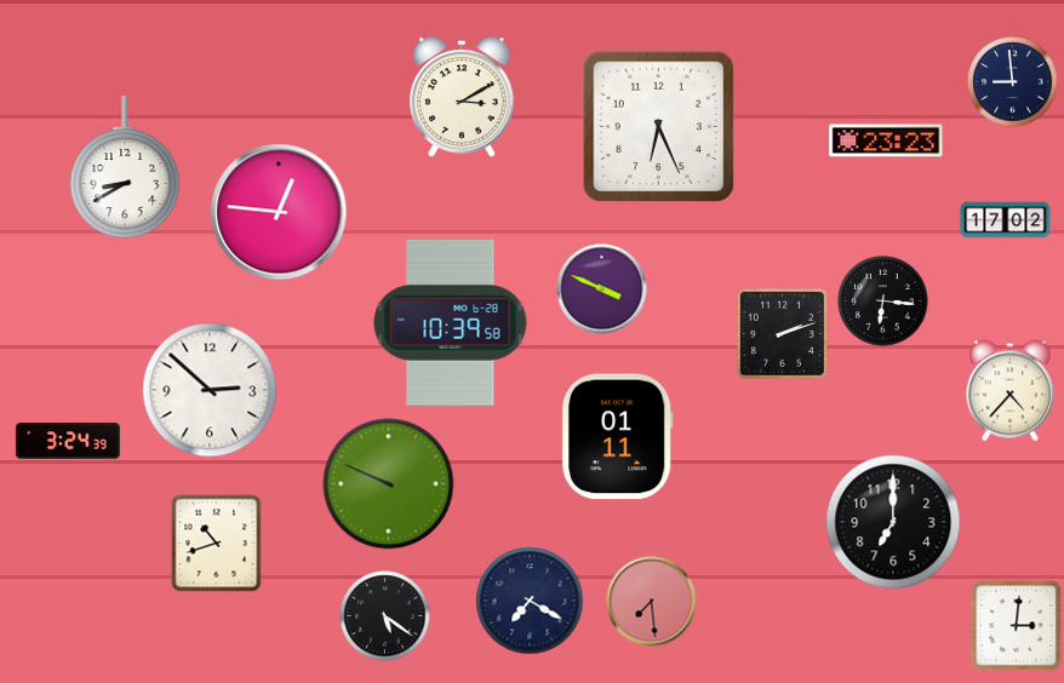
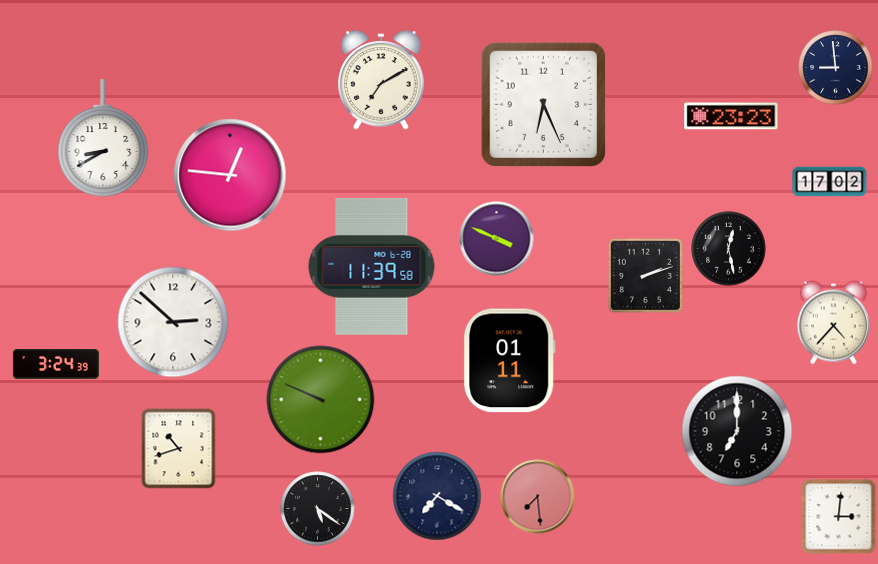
clock at (462, 97): 3:10 -> 7:10
clock at (883, 302): 6:16 -> 12:28
clock at (451, 322): 10:39 -> 11:39
